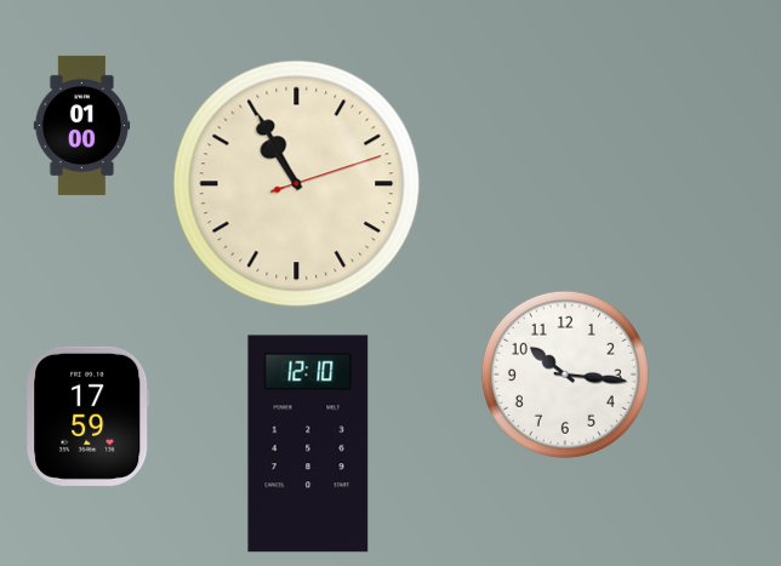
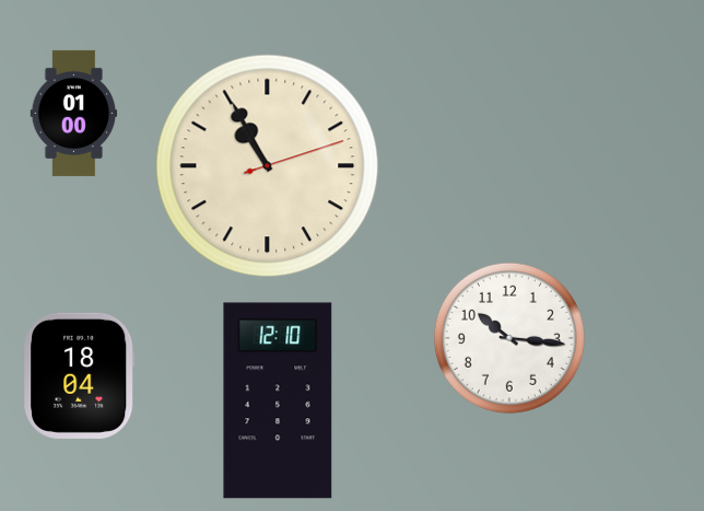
clock at (89, 416): 17:59 -> 18:04
